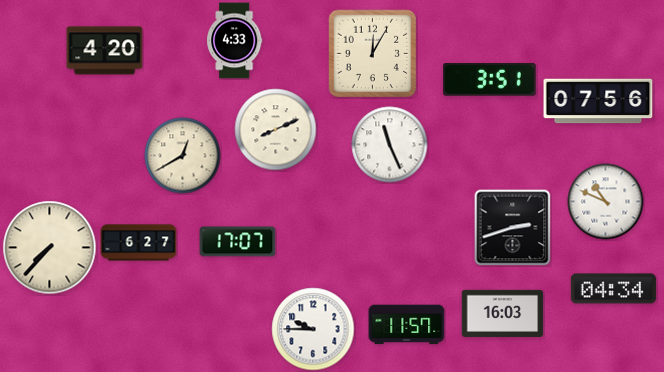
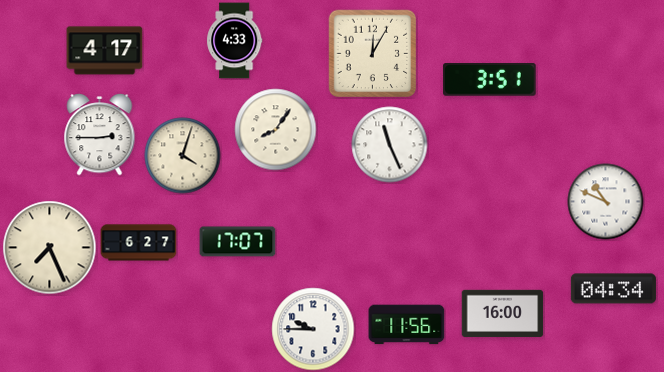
clock at (105, 51): 4:20 -> 4:17
clock at (598, 101): 07:56 -> none
clock at (276, 130): 8:11 -> 8:06
clock at (100, 135): none -> 2:45
clock at (183, 156): 12:40 -> 4:03
clock at (513, 228): 2:42 -> none
clock at (50, 248): 7:37 -> 7:26
clock at (503, 313): 16:03 -> 16:00
clock at (407, 325): 11:57 -> 11:56
